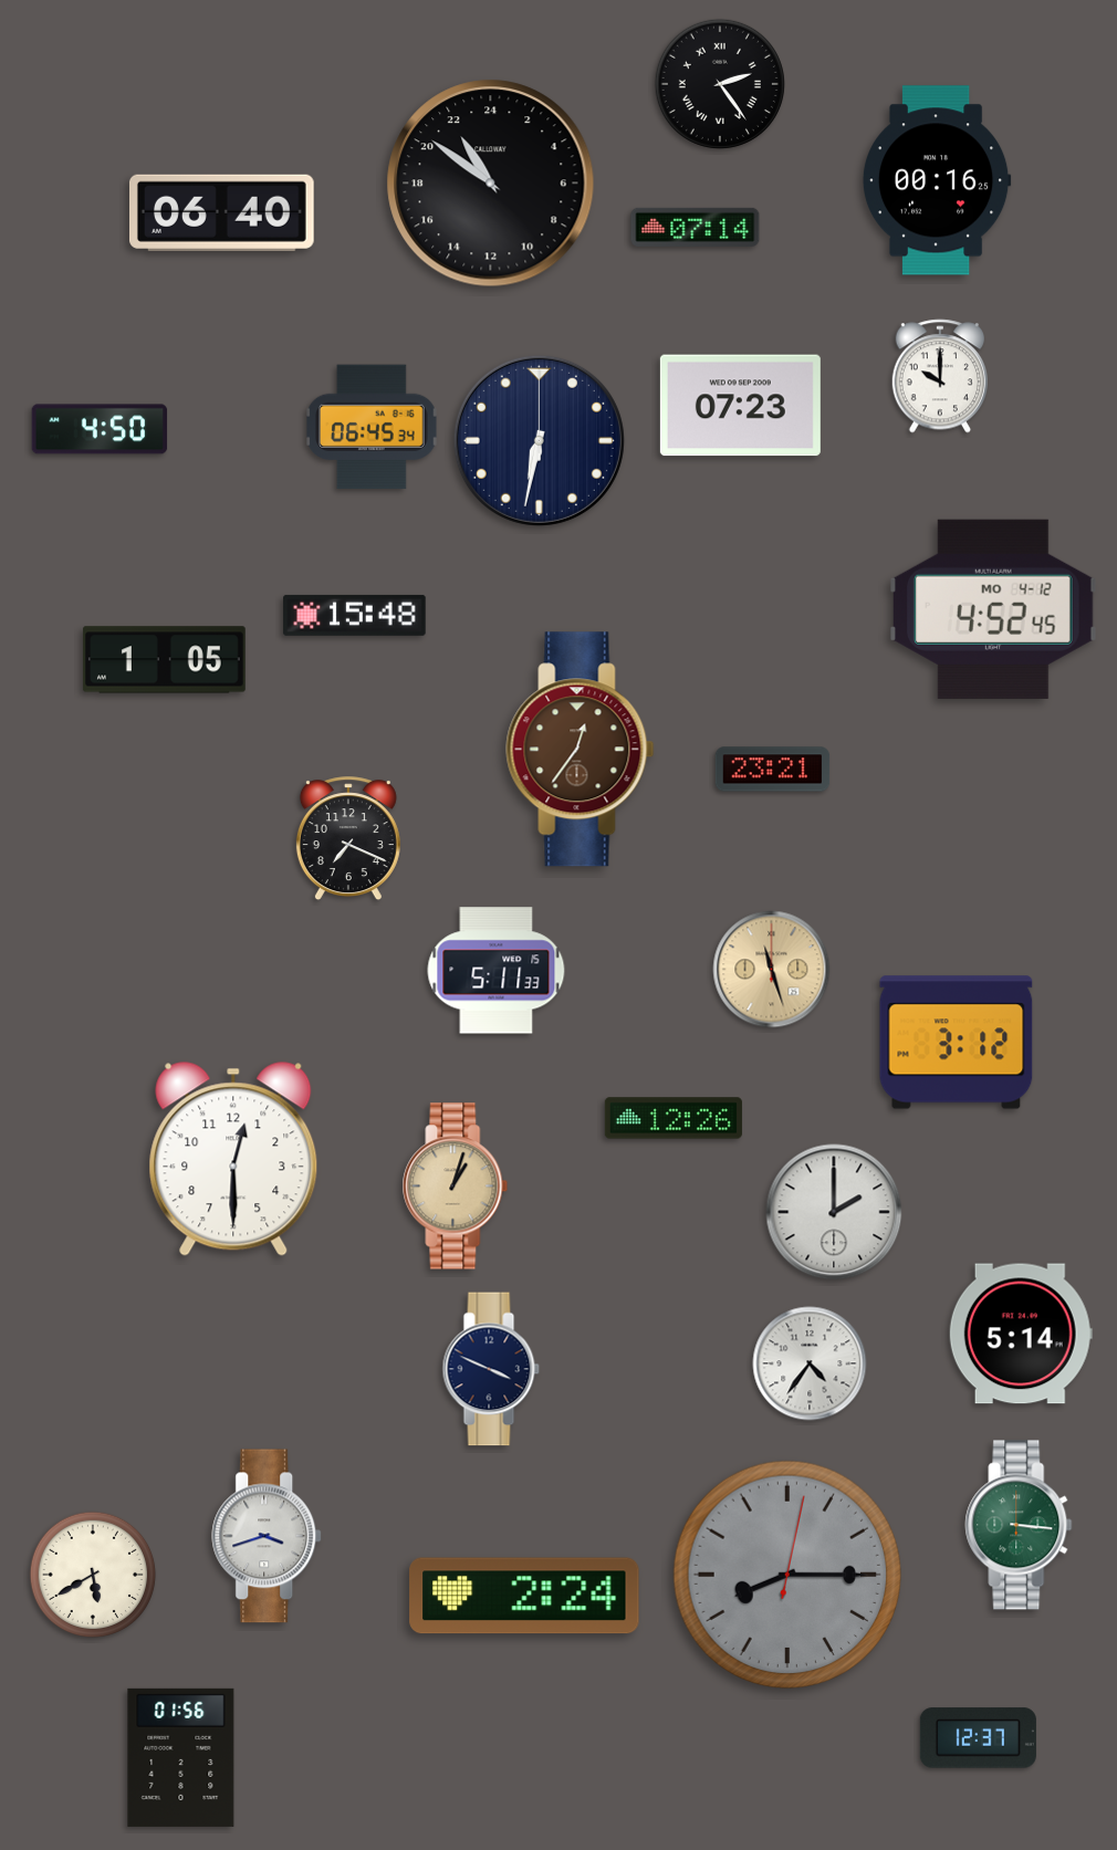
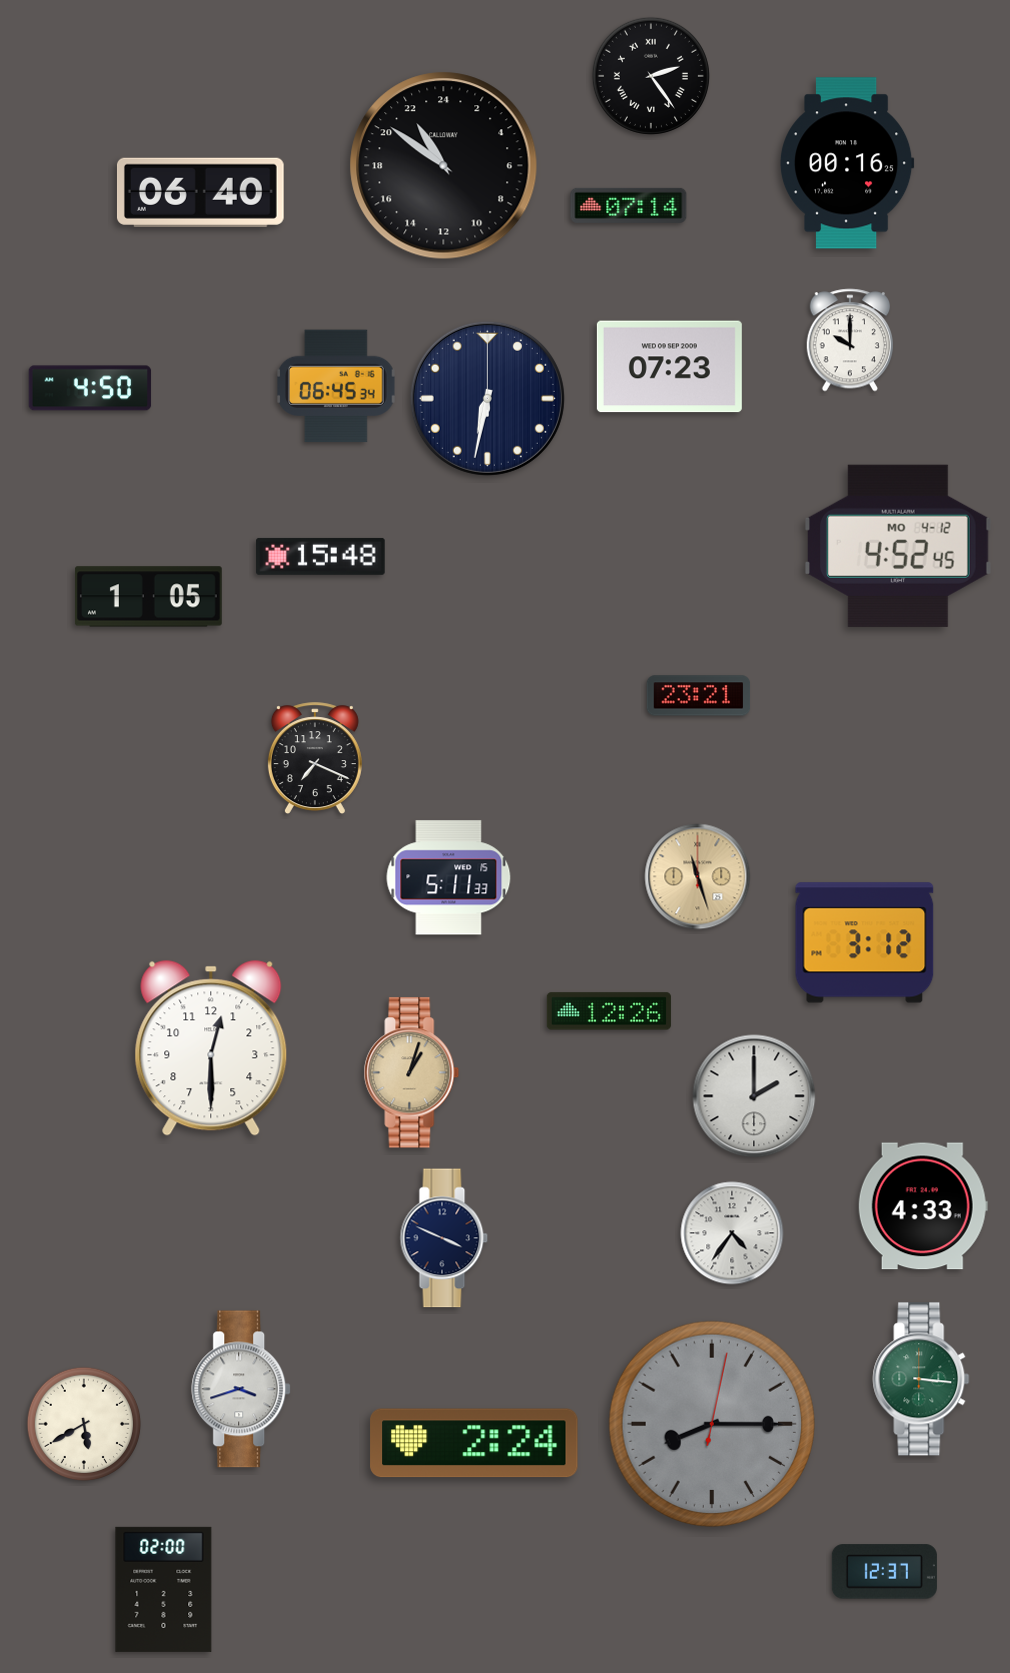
clock at (994, 609) position: (994, 609) -> (899, 546)
clock at (581, 750): 12:36 -> none
clock at (1021, 1334): 5:14 -> 4:33
clock at (181, 1757): 01:56 -> 02:00
